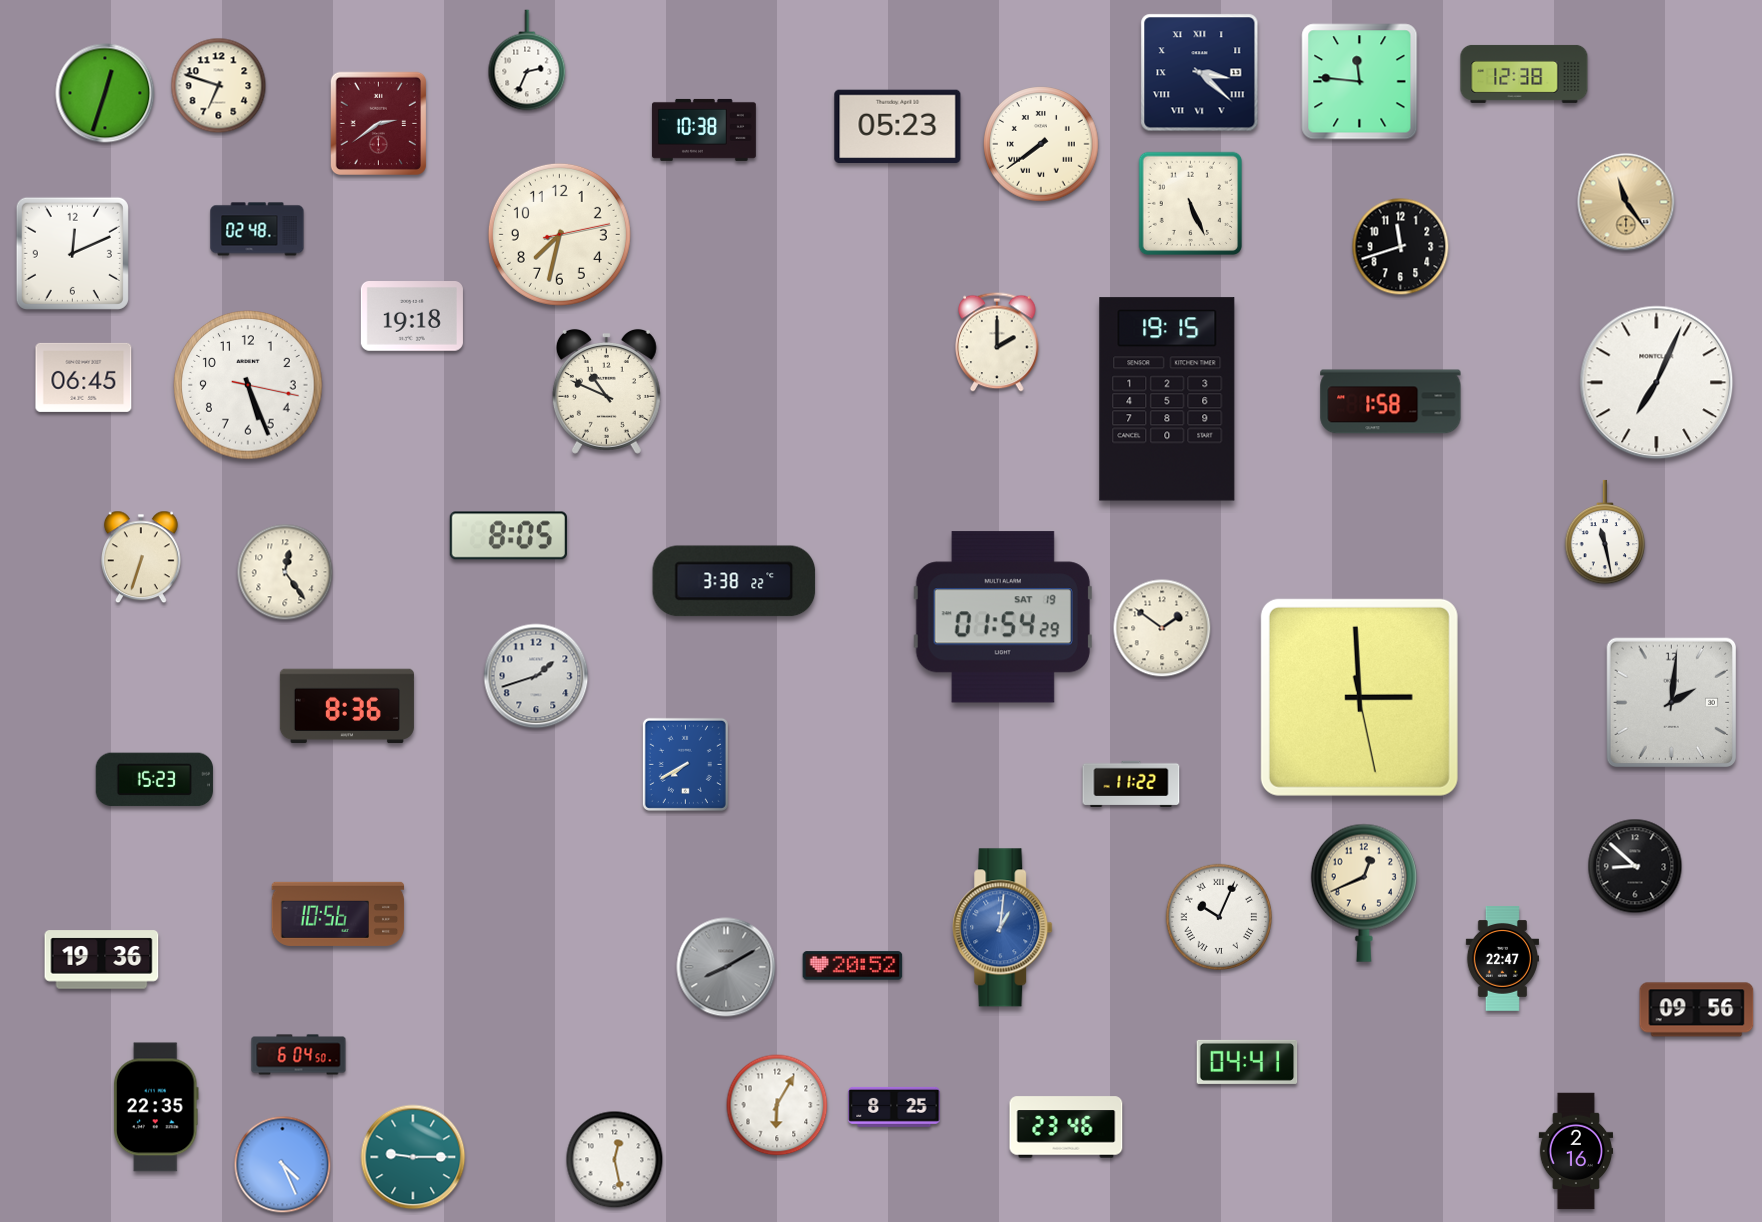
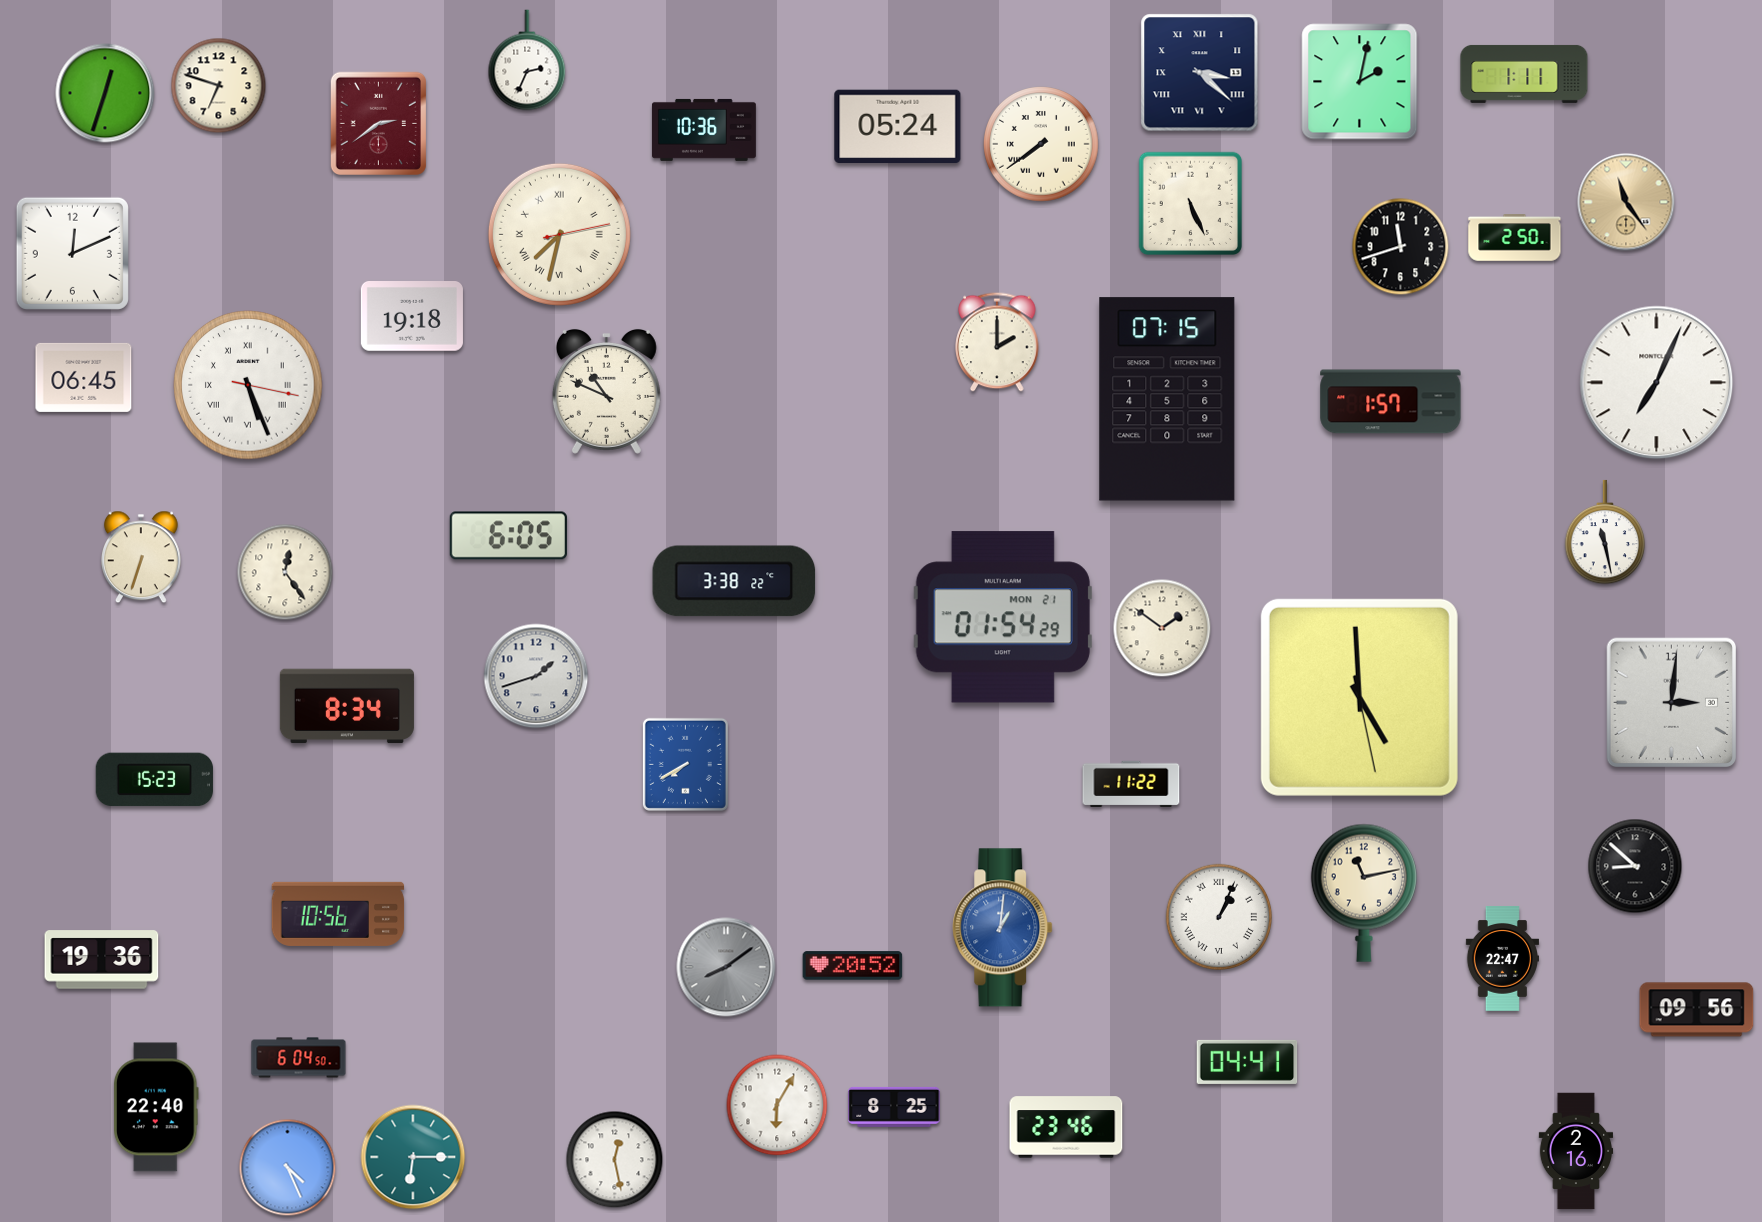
clock at (1524, 74): 12:38 -> 1:11
clock at (1360, 82): 11:46 -> 2:02
clock at (898, 127): 05:23 -> 05:24
clock at (704, 130): 10:38 -> 10:36
clock at (257, 229): 02:48 -> none
clock at (559, 234) numerals: Arabic -> Roman
clock at (1515, 238): none -> 2:50
clock at (248, 385) numerals: Arabic -> Roman
clock at (1167, 399): 19:15 -> 07:15
clock at (1391, 402): 1:58 -> 1:57
clock at (508, 536): 8:05 -> 6:05
clock at (1003, 617) date: SAT 19 -> MON 21
clock at (1359, 697): 2:59 -> 4:59
clock at (1671, 702): 2:01 -> 3:01
clock at (347, 706): 8:36 -> 8:34
clock at (1364, 893): 12:41 -> 11:13
clock at (1218, 916): 10:04 -> 1:04
clock at (726, 967): 8:10 -> 8:09
clock at (299, 1055) position: (299, 1055) -> (299, 1058)
clock at (156, 1107): 22:35 -> 22:40
clock at (413, 1157): 9:15 -> 6:15
clock at (283, 1165) position: (283, 1165) -> (288, 1168)
